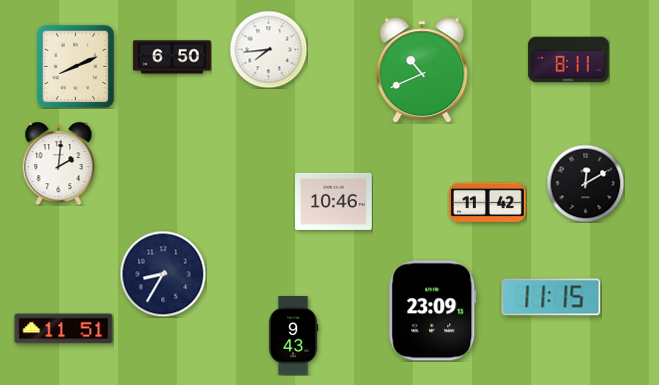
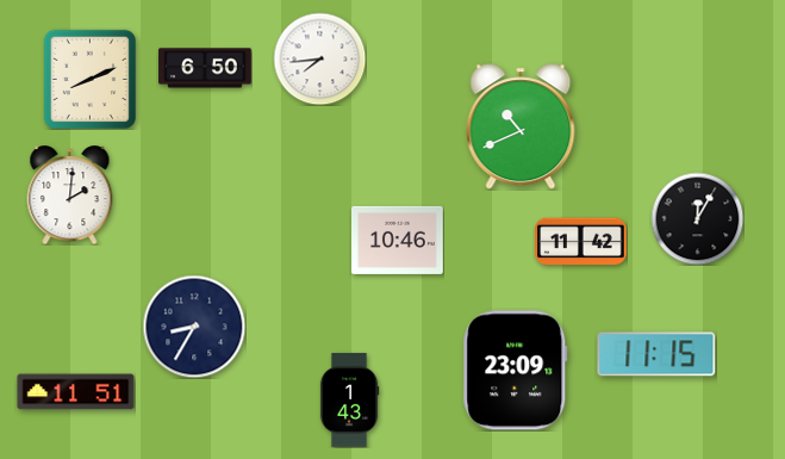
clock at (569, 60): 8:11 -> none
clock at (422, 70) position: (422, 70) -> (521, 126)
clock at (585, 183): 12:10 -> 12:05
clock at (293, 336): 9:43 -> 1:43
